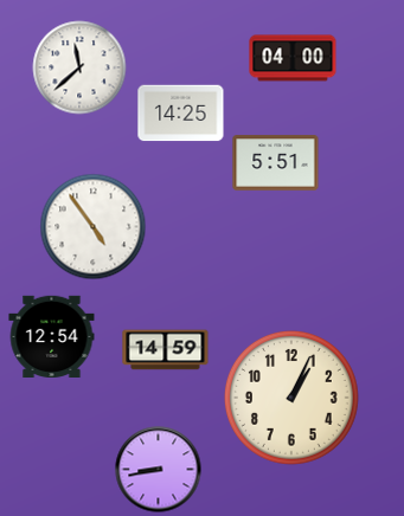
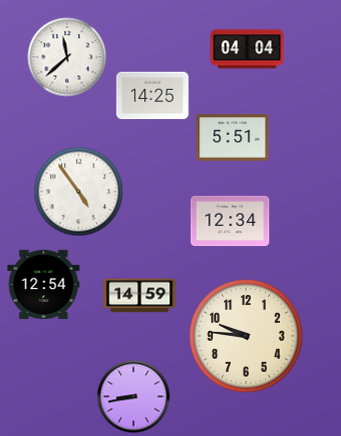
clock at (293, 58): 04:00 -> 04:04
clock at (230, 221): none -> 12:34
clock at (291, 398): 1:04 -> 9:46
